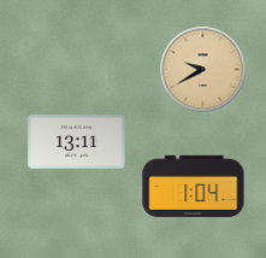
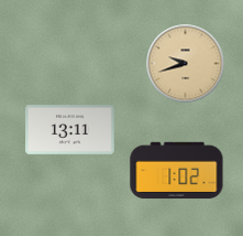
clock at (203, 70): 9:40 -> 9:42
clock at (194, 187): 1:04 -> 1:02
